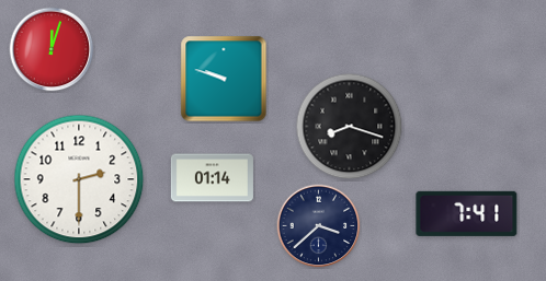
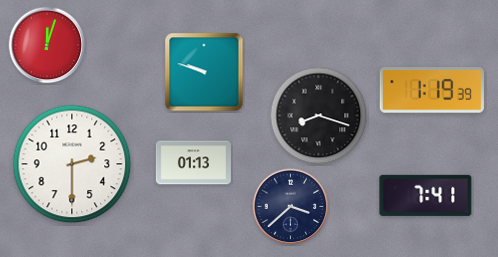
clock at (432, 90): none -> 1:19
clock at (212, 178): 01:14 -> 01:13
